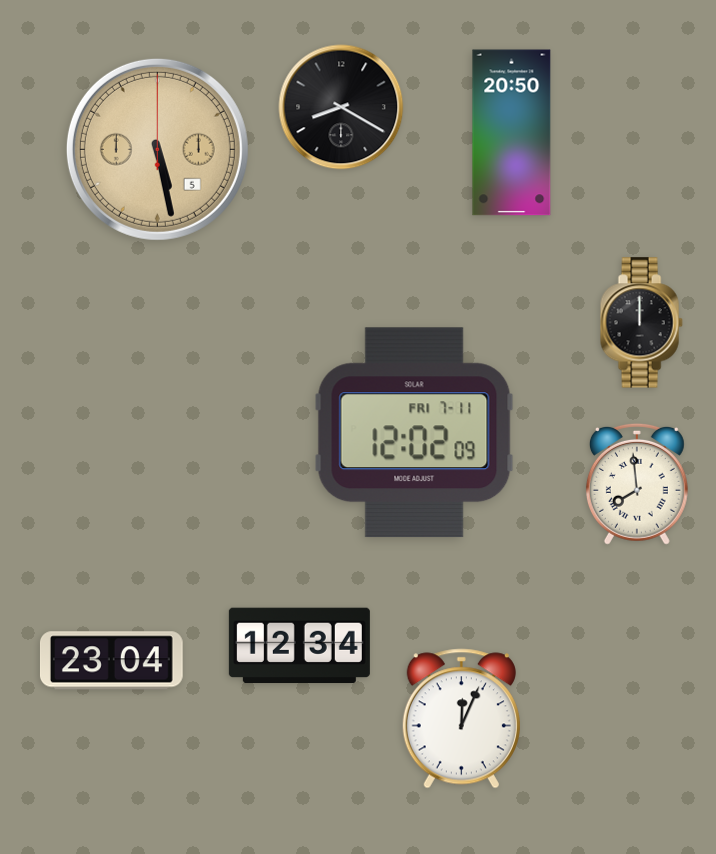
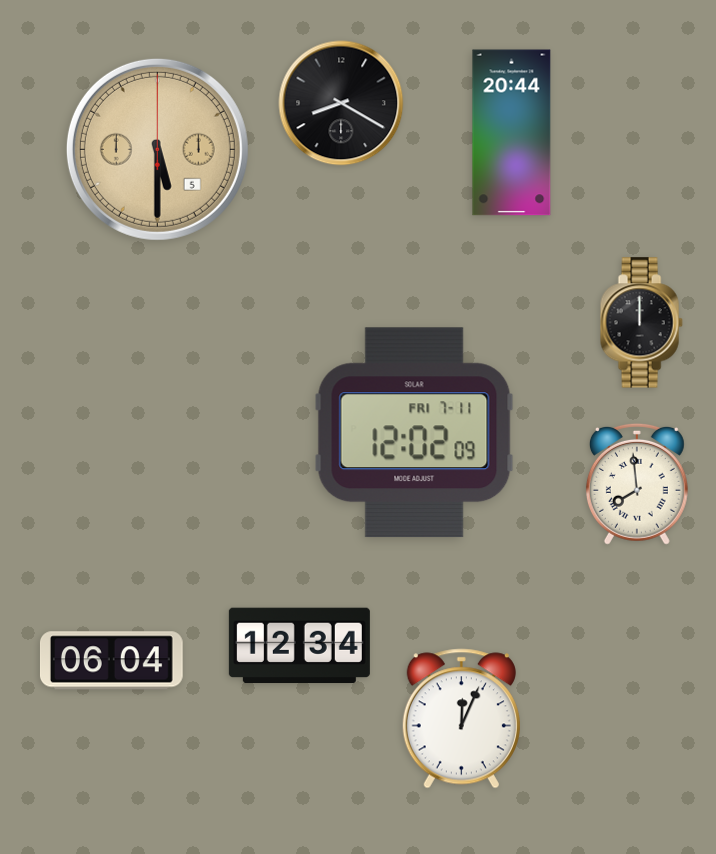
clock at (341, 107) position: (341, 107) -> (341, 103)
clock at (512, 133): 20:50 -> 20:44
clock at (157, 149): 5:28 -> 5:30
clock at (111, 661): 23:04 -> 06:04
